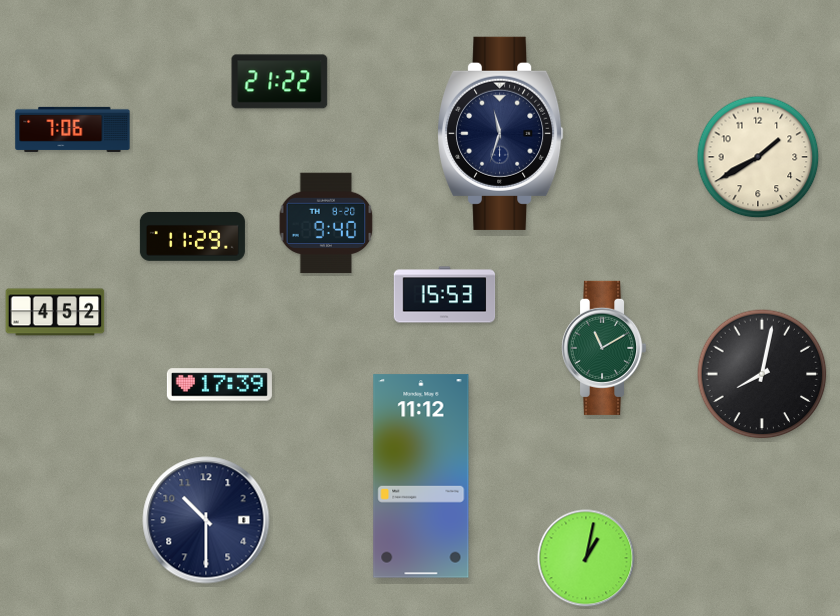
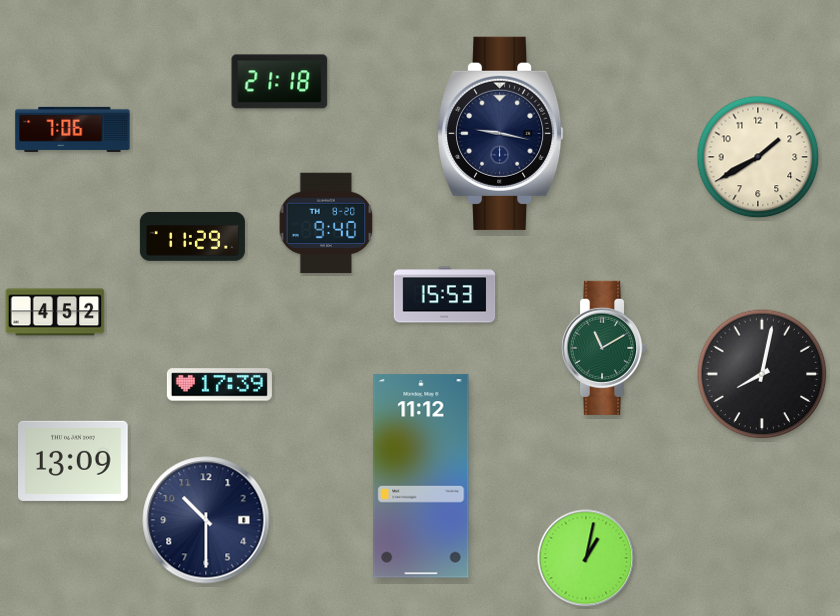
clock at (280, 82): 21:22 -> 21:18
clock at (501, 133): 11:33 -> 9:17
clock at (74, 461): none -> 13:09
